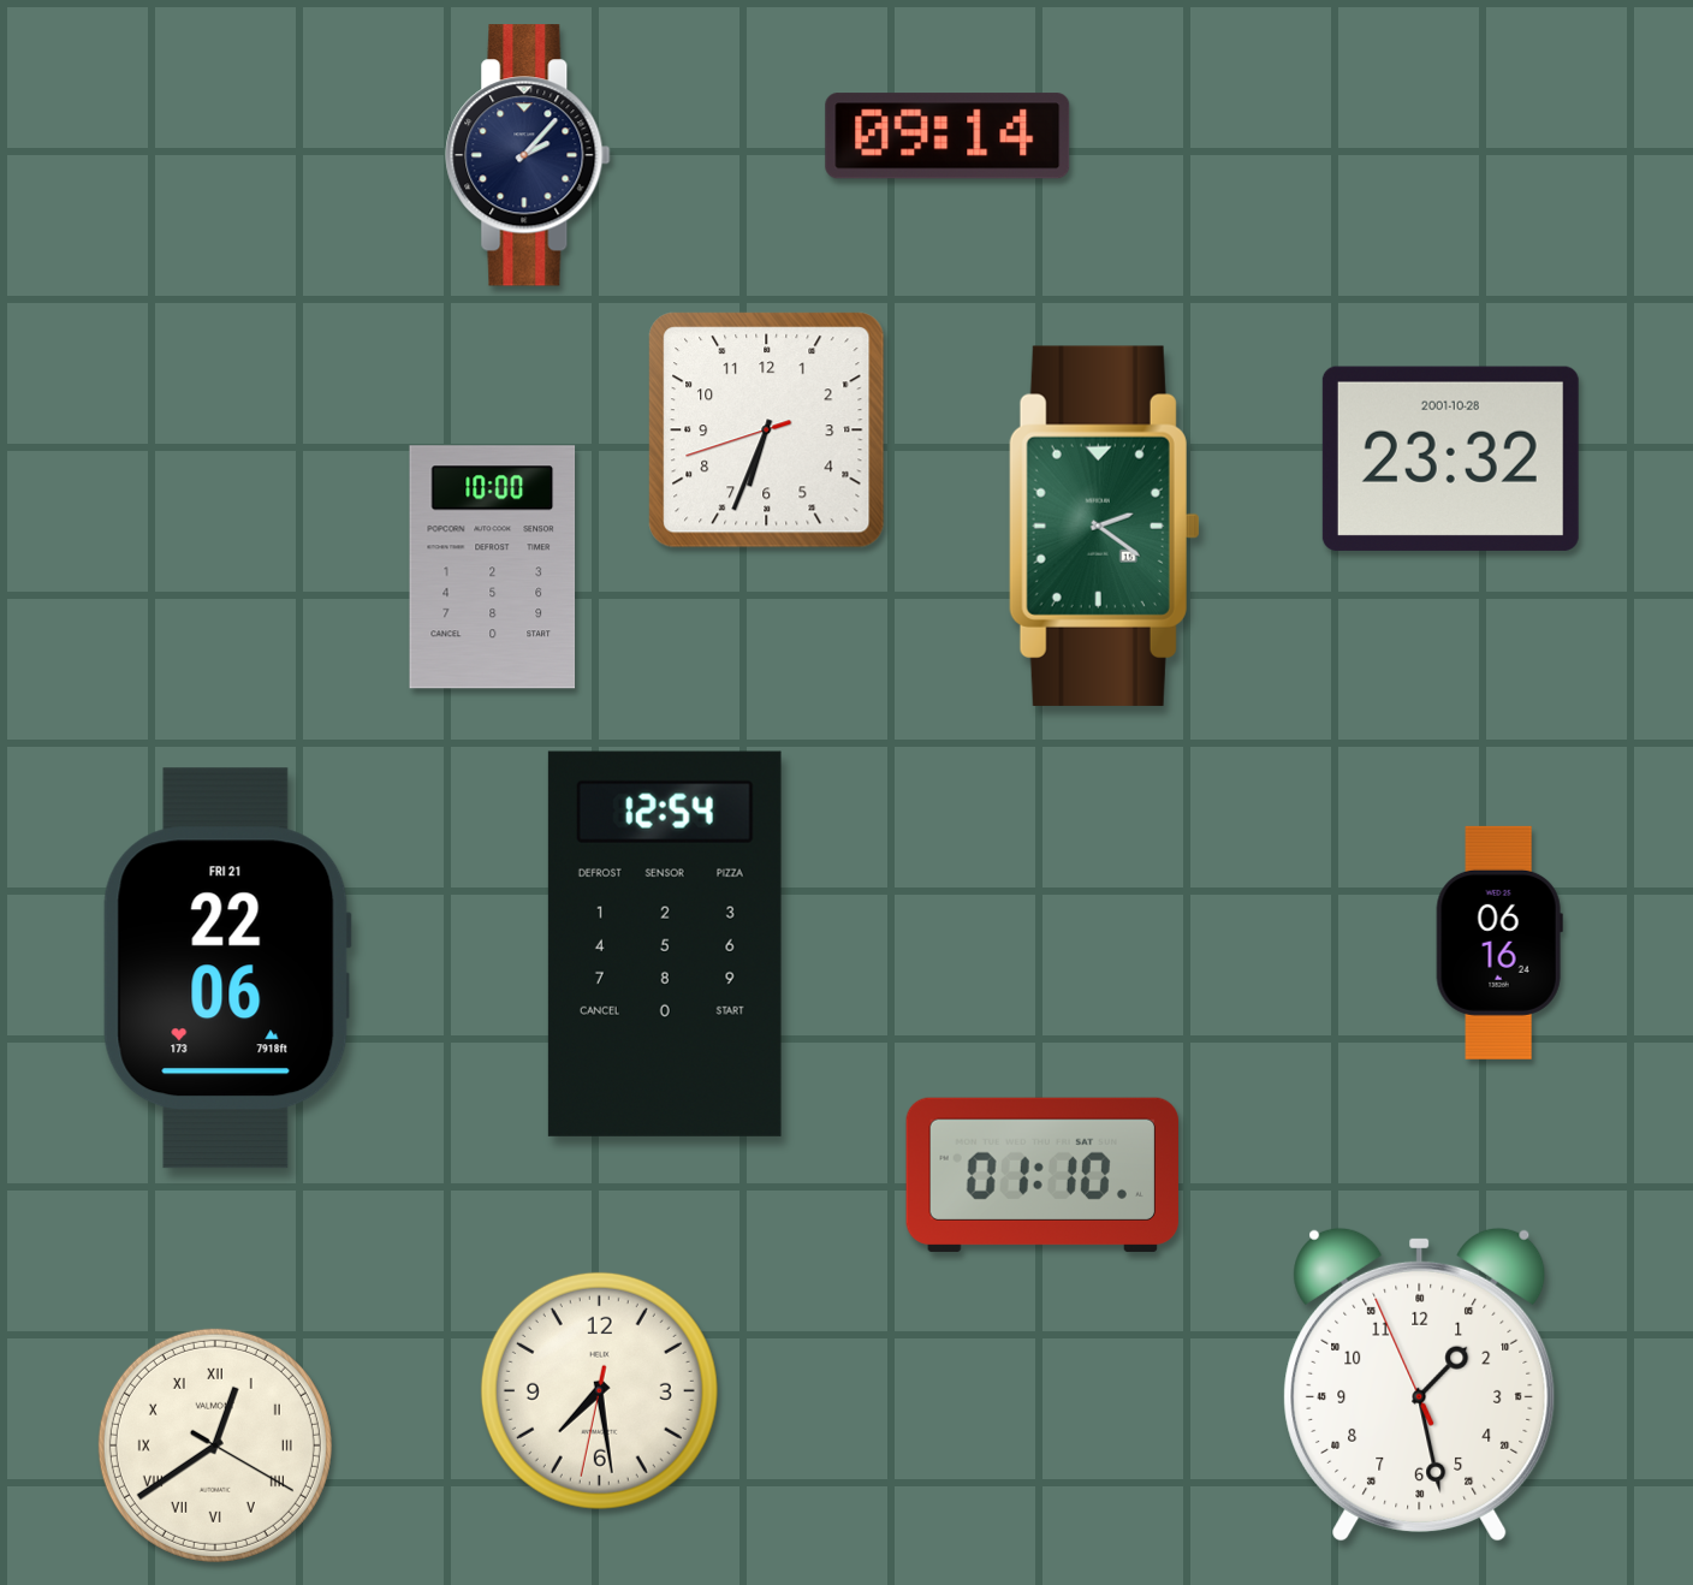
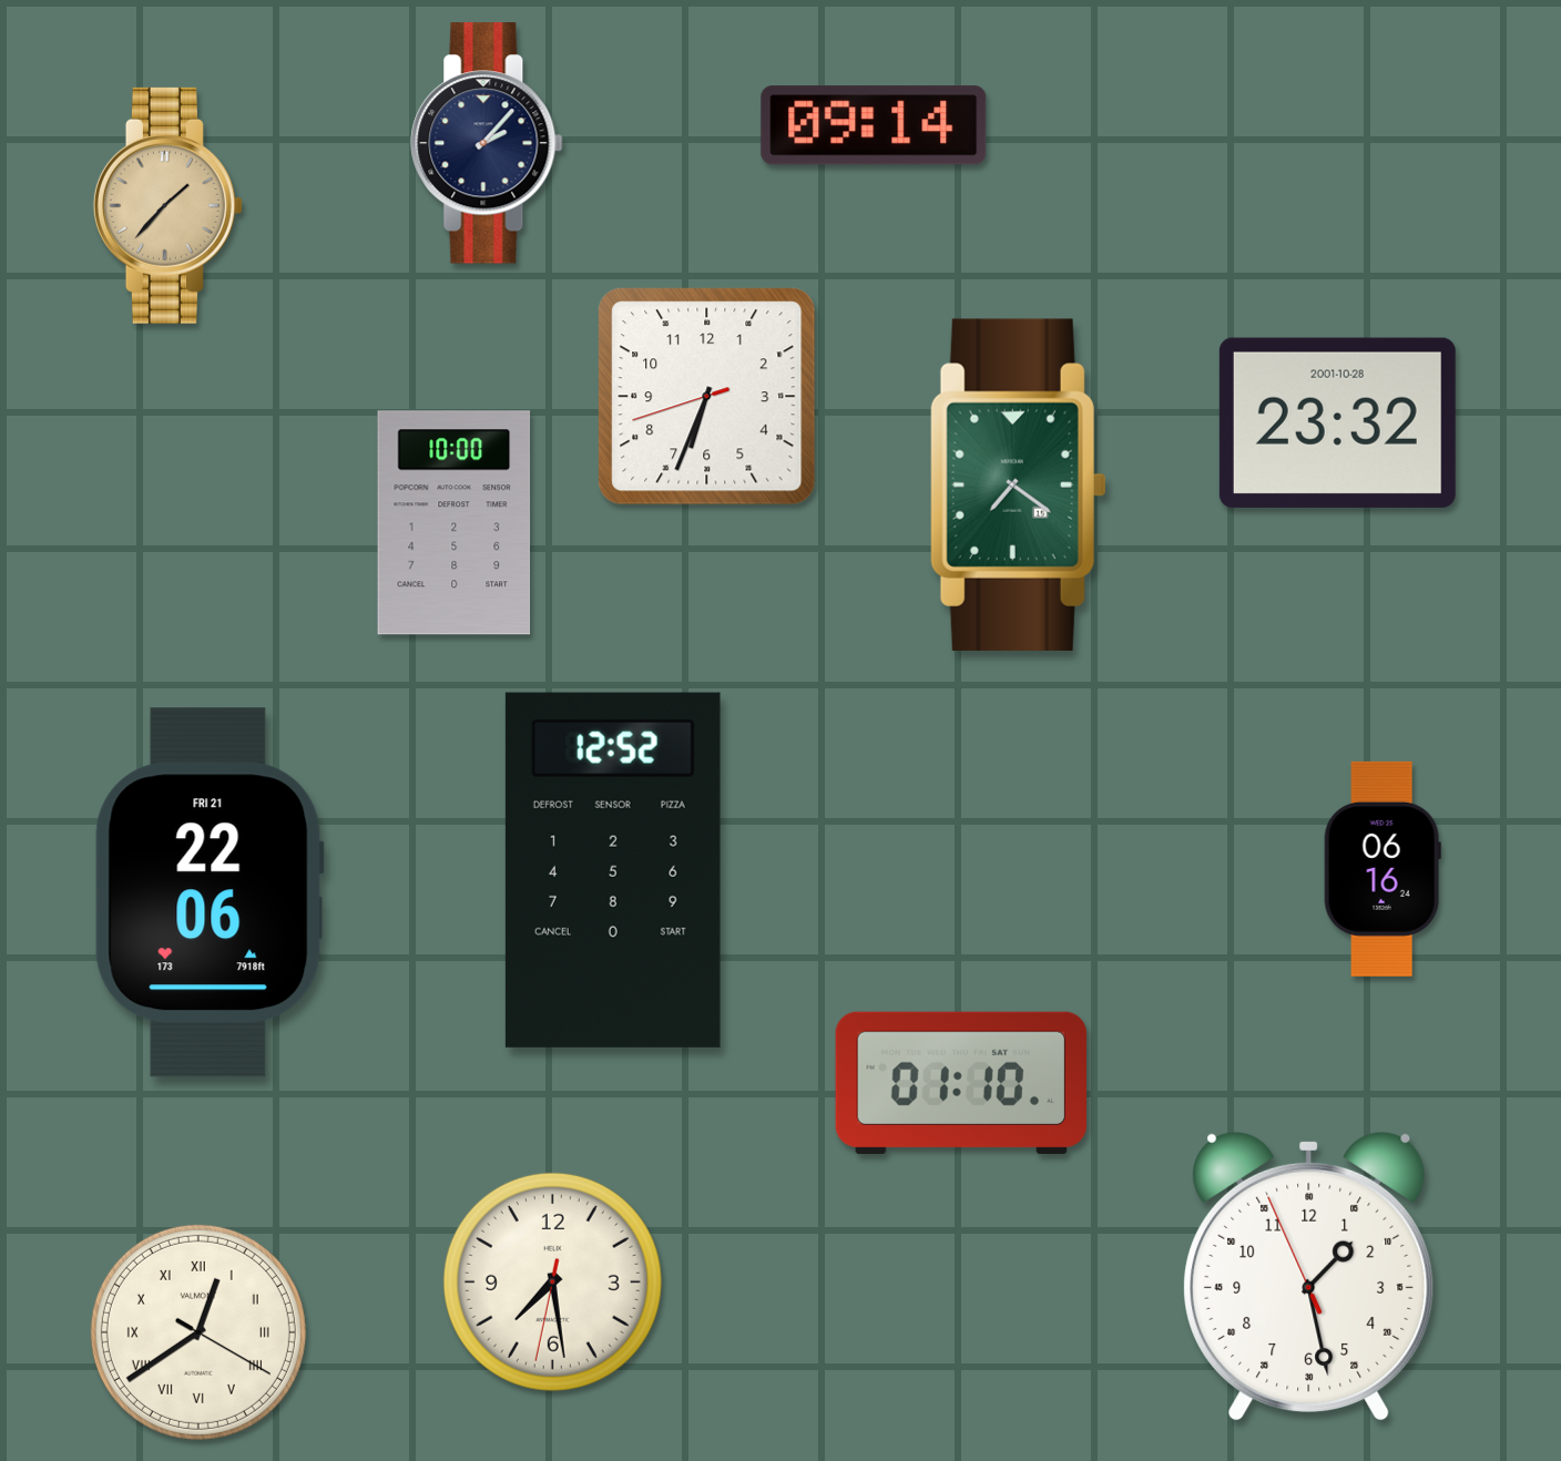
clock at (167, 205): none -> 1:37
clock at (1104, 526): 2:21 -> 7:21
clock at (665, 944): 12:54 -> 12:52
